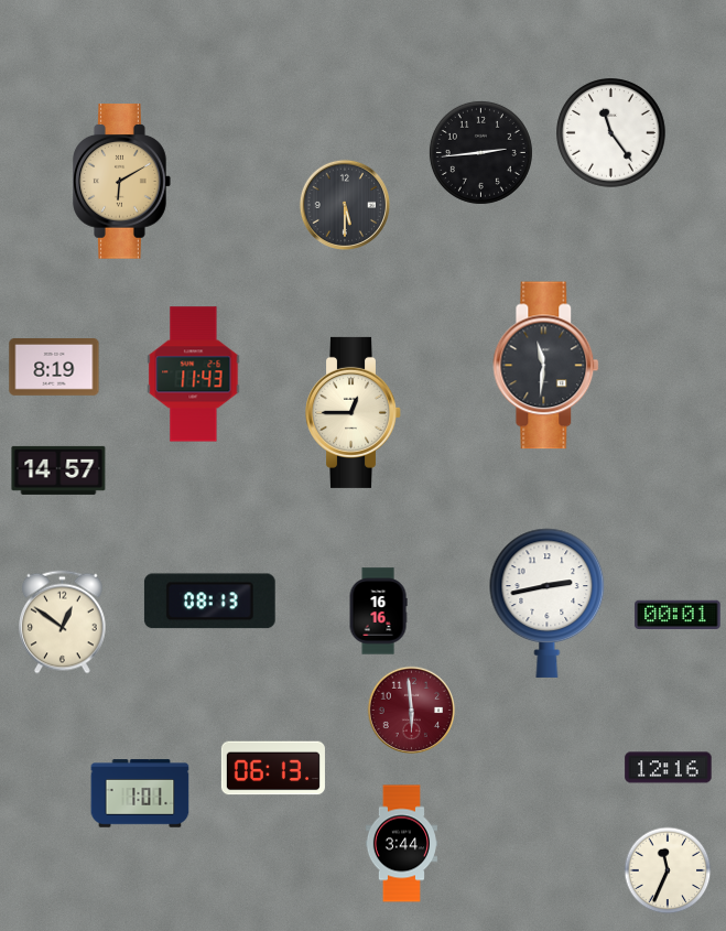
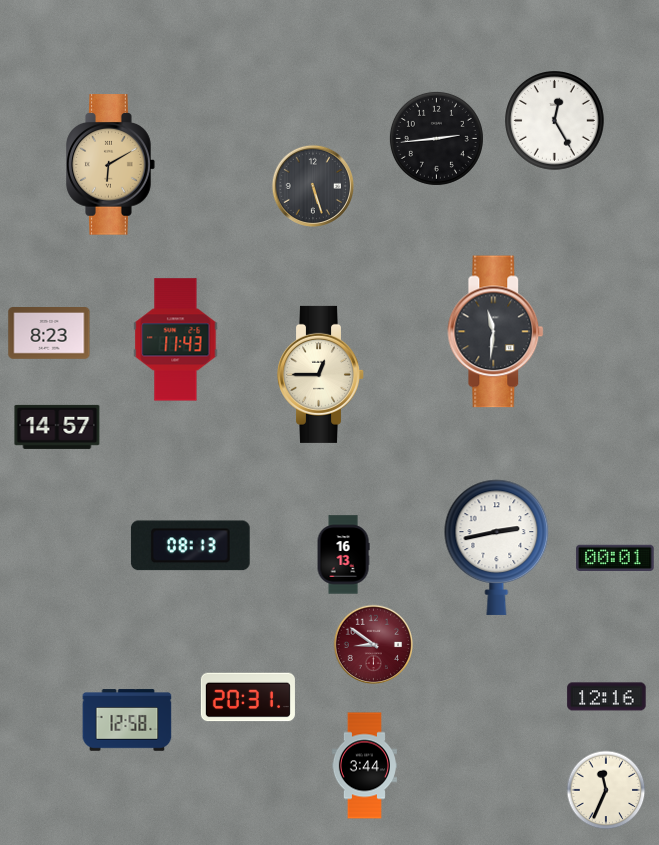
clock at (611, 133): 11:24 -> 12:25
clock at (344, 204): 5:30 -> 5:27
clock at (54, 368): 8:19 -> 8:23
clock at (58, 470) position: (58, 470) -> (57, 427)
clock at (378, 611): 16:16 -> 16:13
clock at (63, 623): 12:51 -> none
clock at (411, 710): 5:59 -> 8:51
clock at (273, 768): 06:13 -> 20:31
clock at (140, 793): 1:01 -> 12:58
